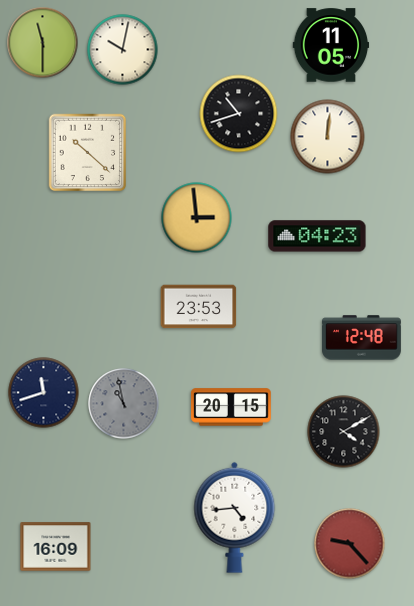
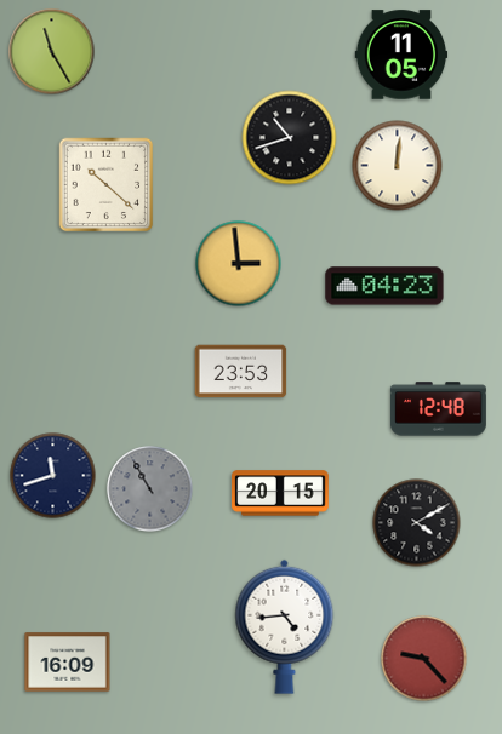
clock at (43, 43): 11:30 -> 11:25
clock at (123, 50): 10:02 -> none
clock at (124, 404): 10:58 -> 10:55
